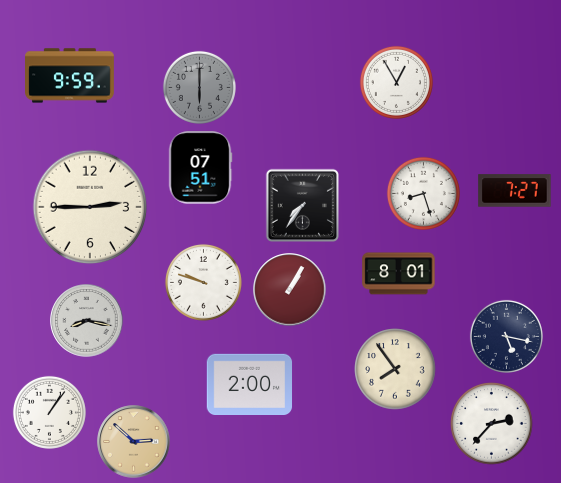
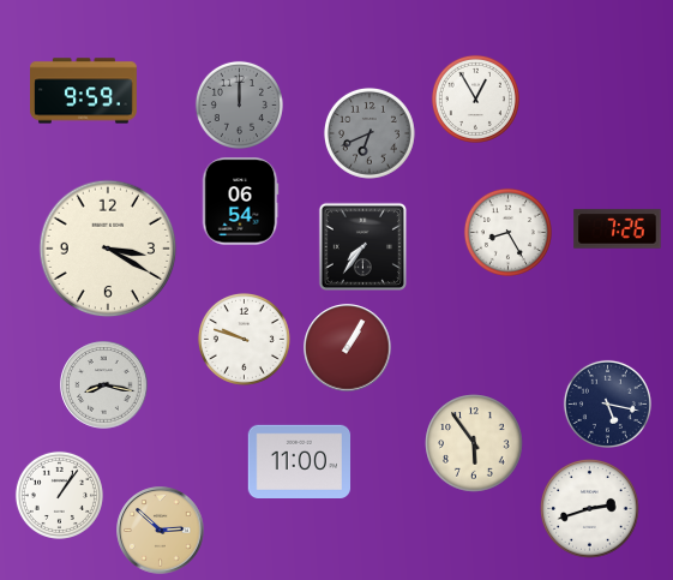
clock at (199, 87): 6:00 -> 12:00
clock at (369, 133): none -> 6:41
clock at (200, 168): 07:51 -> 06:54
clock at (515, 191): 7:27 -> 7:26
clock at (423, 193): 8:27 -> 8:25
clock at (90, 207): 2:45 -> 3:20
clock at (399, 274): 8:01 -> none
clock at (395, 369): 7:54 -> 5:54
clock at (250, 384): 2:00 -> 11:00
clock at (492, 424): 2:37 -> 2:42
